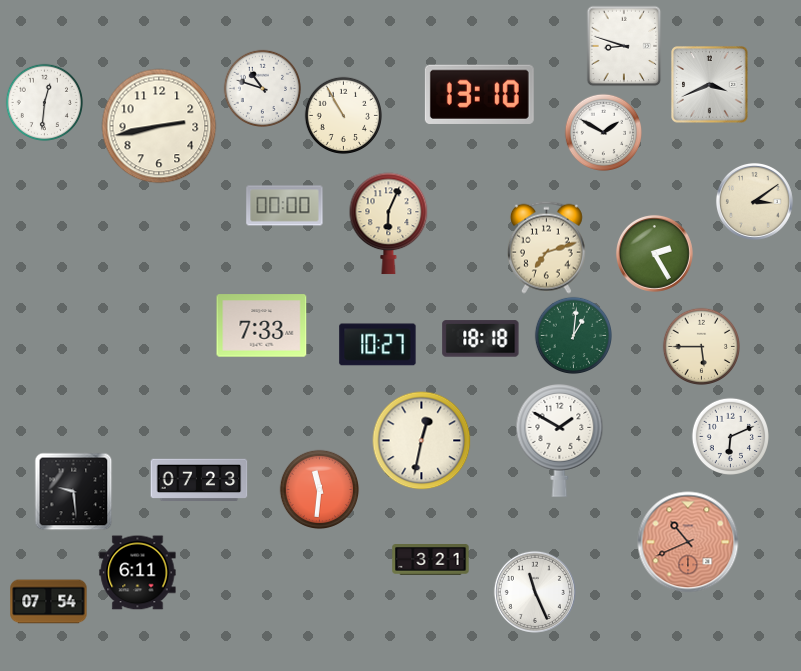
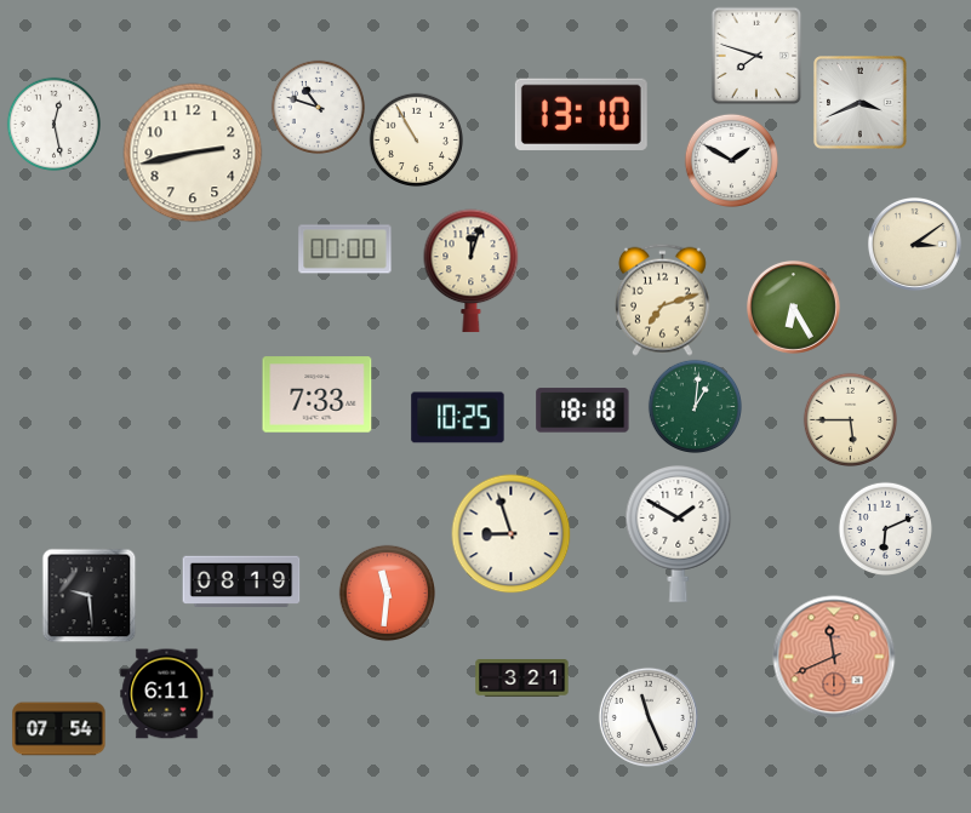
clock at (624, 46): 8:48 -> 7:48
clock at (44, 102): 12:31 -> 12:28
clock at (389, 224): 6:04 -> 12:03
clock at (654, 253): 2:25 -> 6:25
clock at (378, 345): 10:27 -> 10:25
clock at (422, 441): 12:32 -> 8:57
clock at (199, 479): 07:23 -> 08:19
clock at (688, 542): 10:41 -> 11:41
